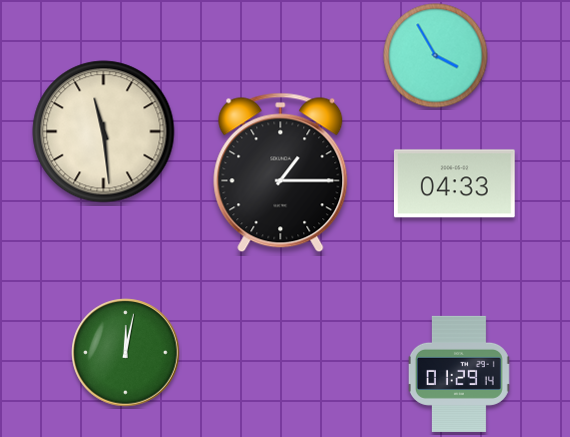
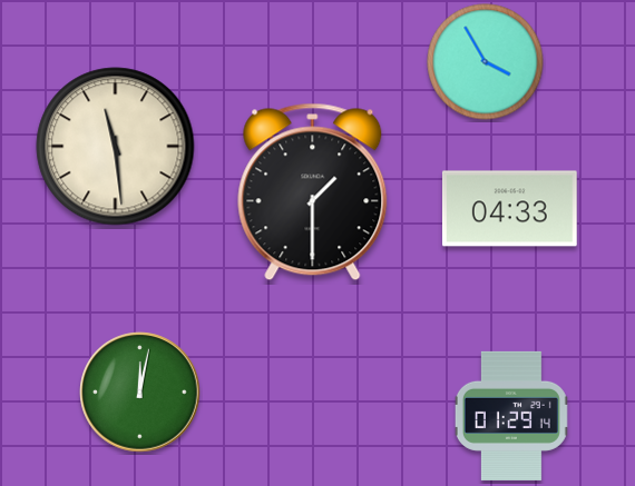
clock at (281, 173): 1:15 -> 1:30
clock at (454, 184) position: (454, 184) -> (509, 209)
